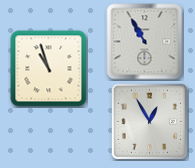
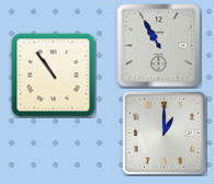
clock at (49, 69): 10:57 -> 10:54
clock at (149, 121): 12:55 -> 1:00
